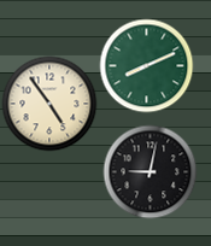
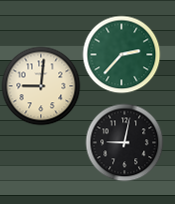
clock at (146, 65): 8:11 -> 2:37
clock at (49, 104): 4:54 -> 9:01
